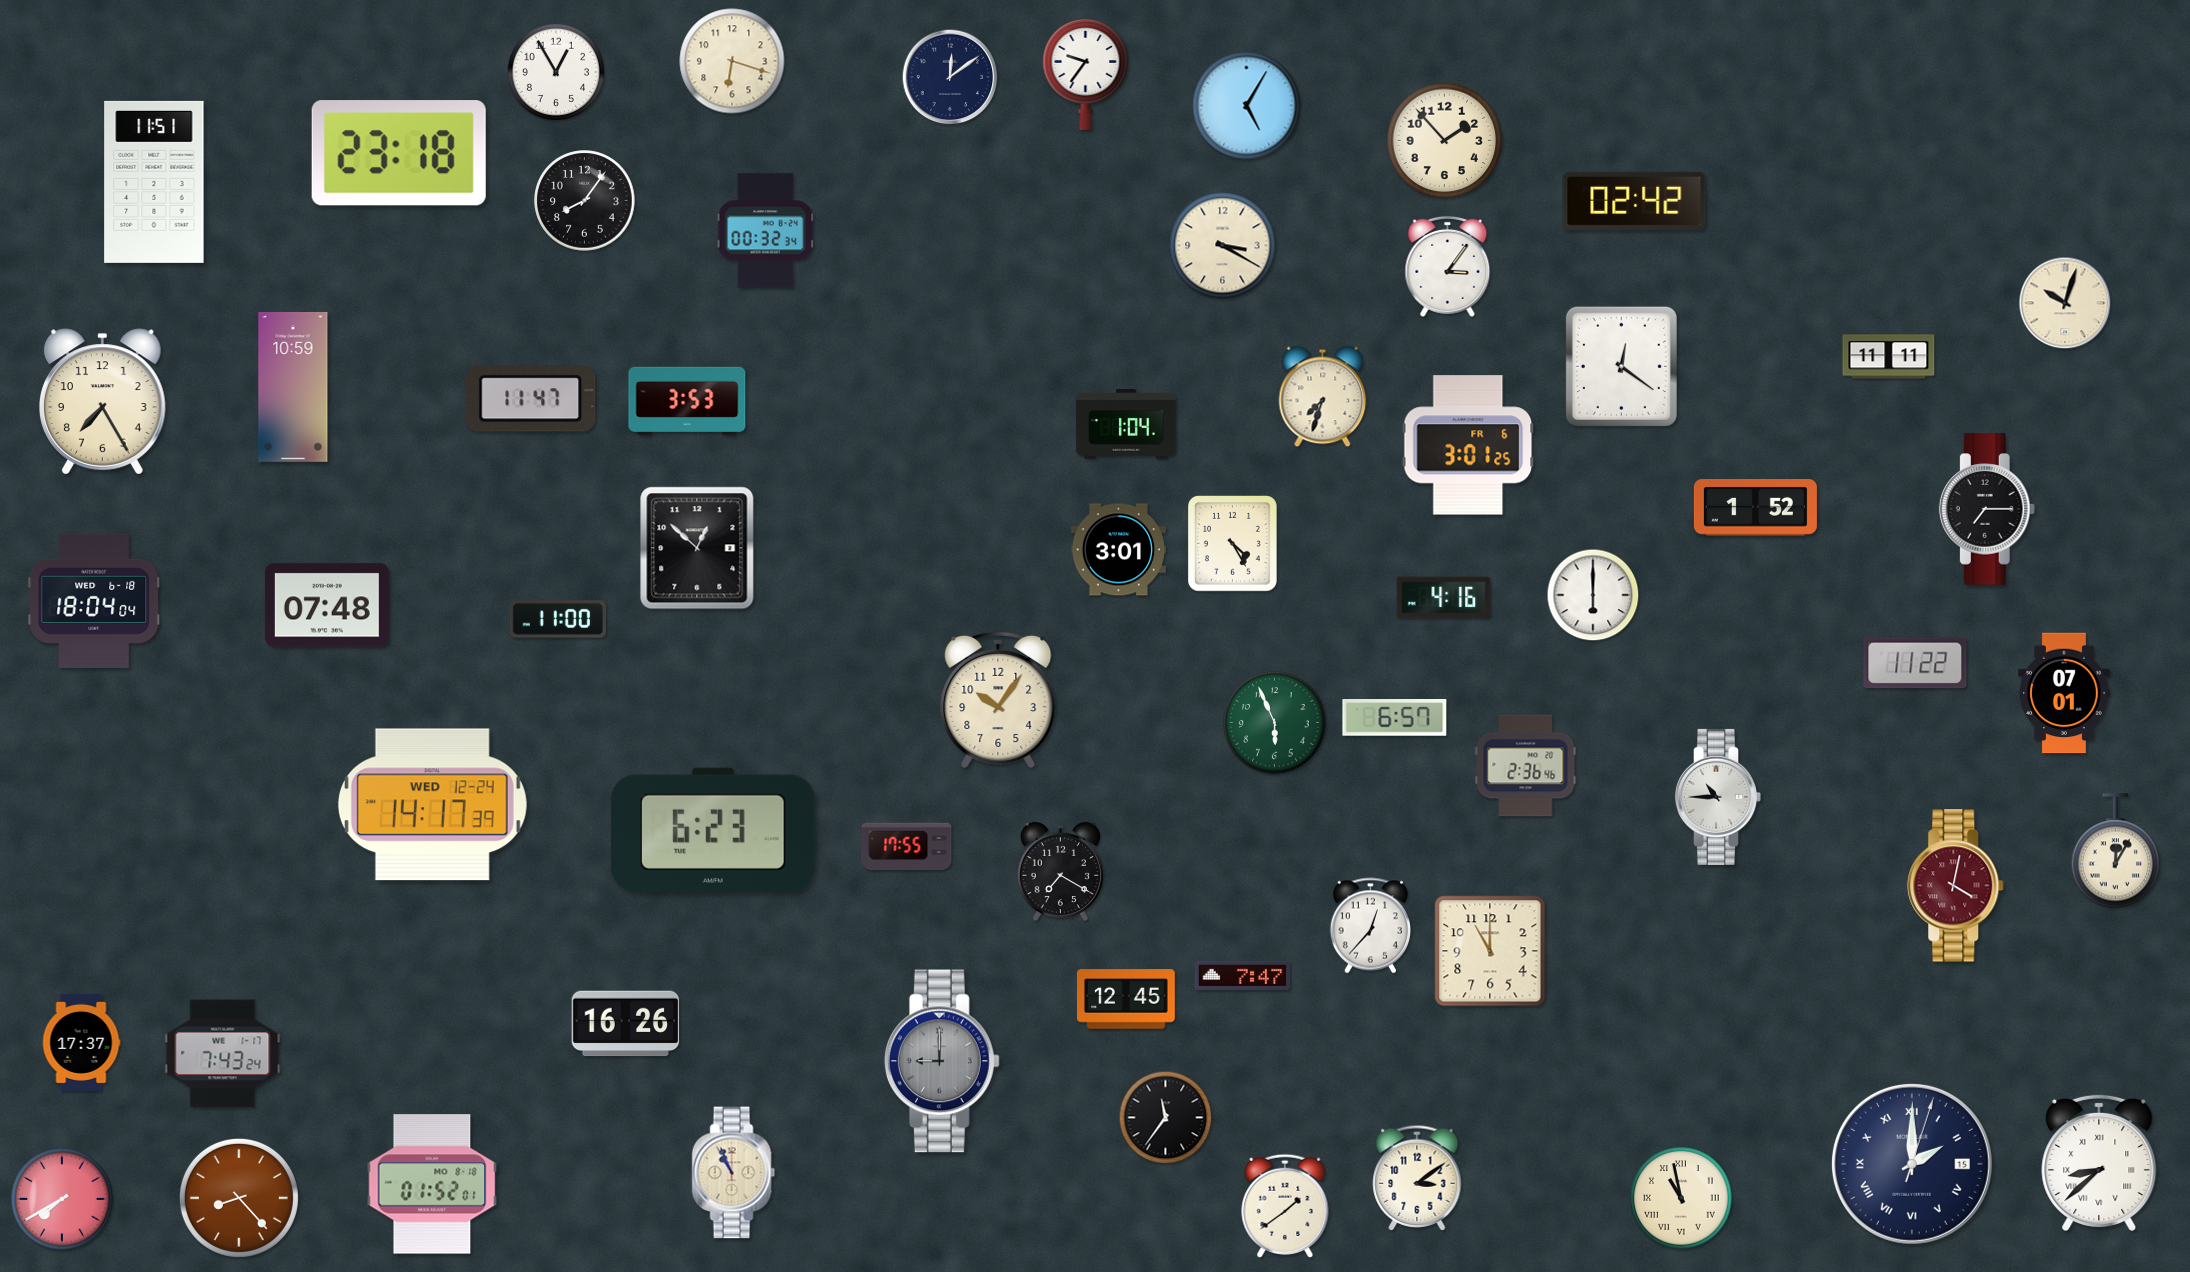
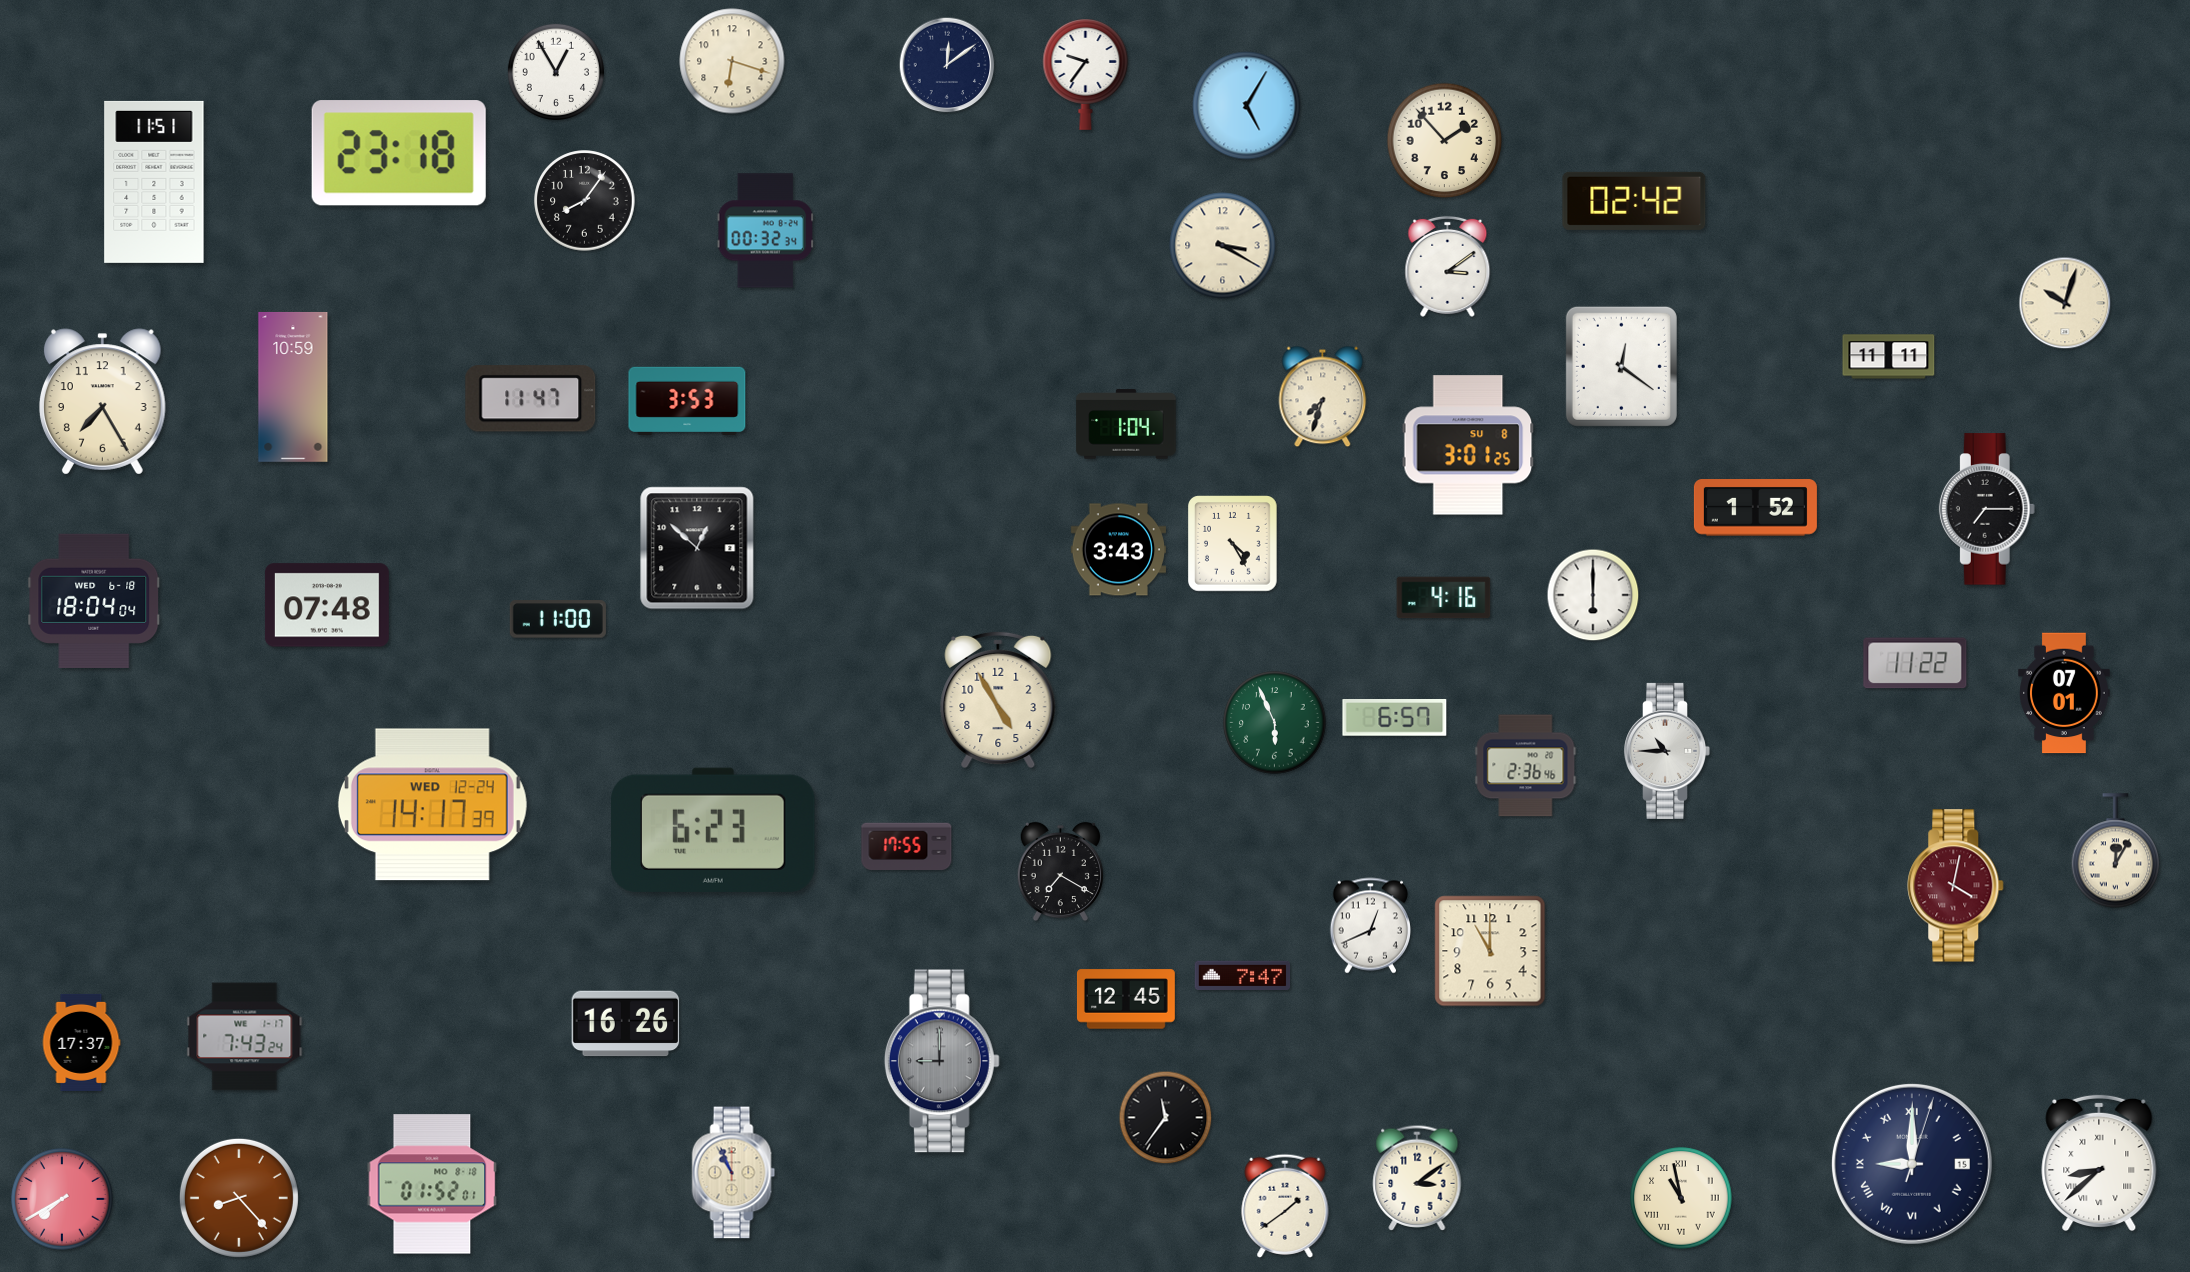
clock at (950, 77) position: (950, 77) -> (947, 65)
clock at (1448, 266): 3:06 -> 3:09
clock at (1468, 445) date: FR 6 -> SU 8
clock at (1119, 550): 3:01 -> 3:43
clock at (998, 700): 10:06 -> 4:55
clock at (1718, 797) position: (1718, 797) -> (1667, 751)
clock at (1370, 926): 12:37 -> 12:41
clock at (223, 1054) position: (223, 1054) -> (245, 1037)
clock at (1912, 1164): 2:00 -> 9:00
